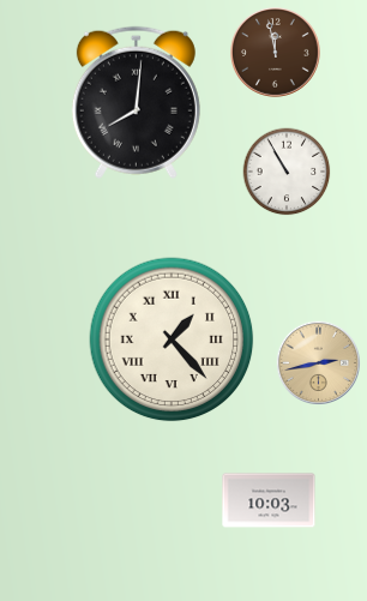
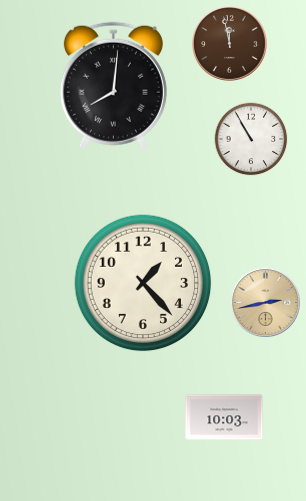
clock at (287, 172) position: (287, 172) -> (251, 139)
clock at (172, 339) numerals: Roman -> Arabic
